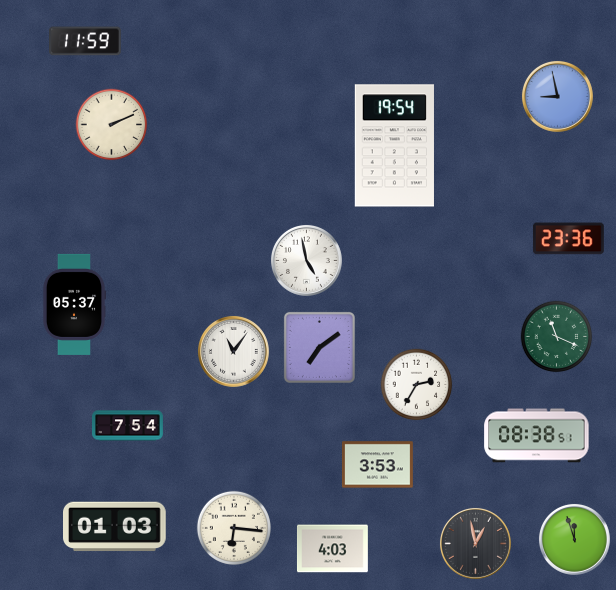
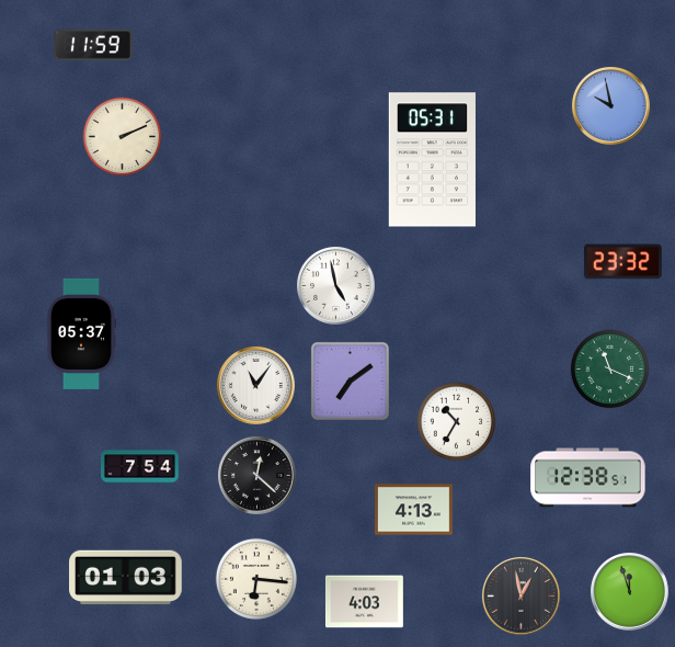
clock at (557, 96): 8:58 -> 9:58
clock at (394, 146): 19:54 -> 05:31
clock at (568, 239): 23:36 -> 23:32
clock at (417, 385): 2:35 -> 10:35
clock at (256, 475): none -> 12:22
clock at (537, 436): 08:38 -> 12:38
clock at (377, 465): 3:53 -> 4:13
